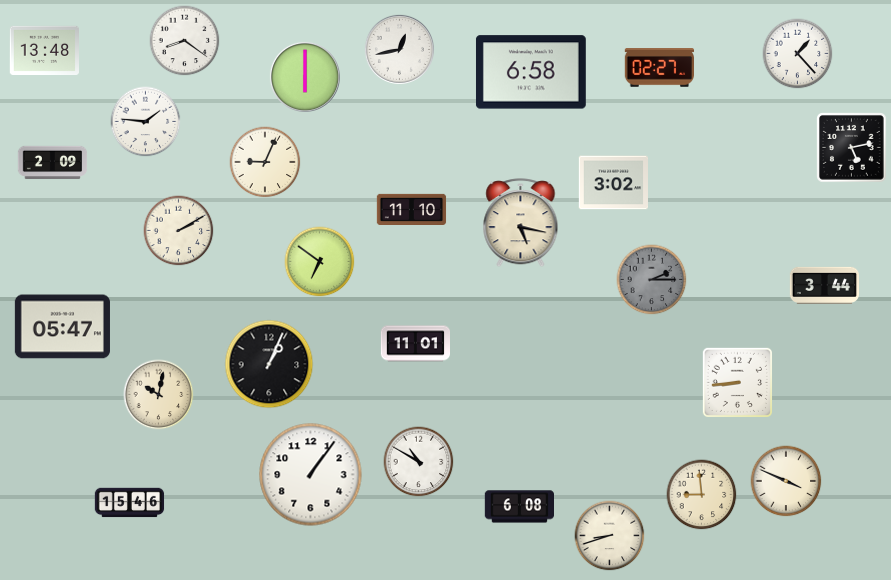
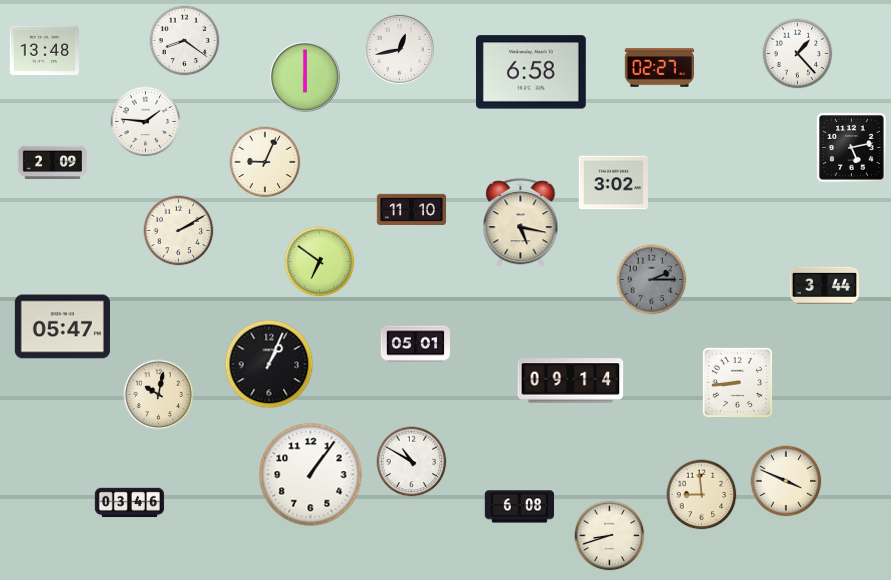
clock at (416, 344): 11:01 -> 05:01
clock at (571, 381): none -> 09:14
clock at (419, 462) position: (419, 462) -> (412, 462)
clock at (130, 503): 15:46 -> 03:46
